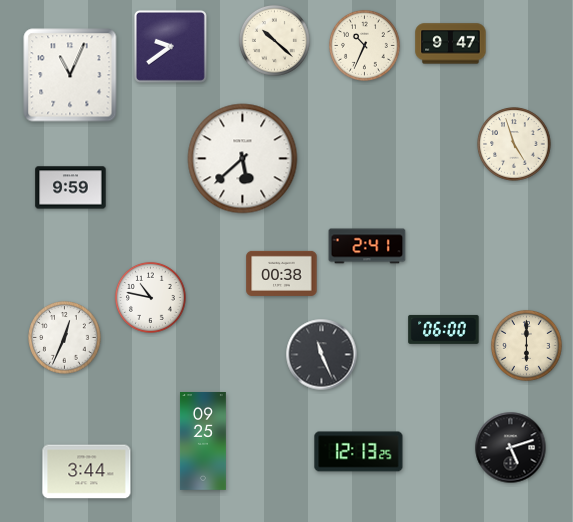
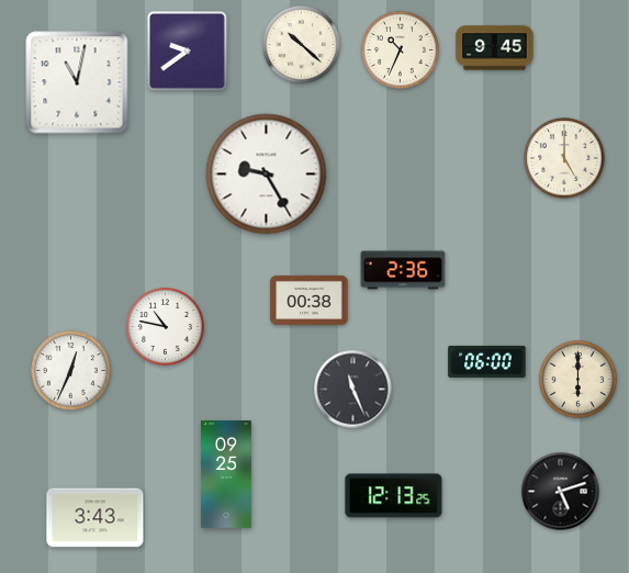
clock at (451, 44): 9:47 -> 9:45
clock at (70, 75): 11:04 -> 11:02
clock at (514, 144): 4:57 -> 5:00
clock at (243, 159): 5:38 -> 9:25
clock at (71, 188): 9:59 -> none
clock at (367, 246): 2:41 -> 2:36
clock at (203, 442) position: (203, 442) -> (226, 475)
clock at (87, 472): 3:44 -> 3:43
